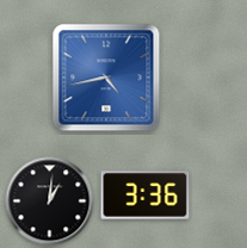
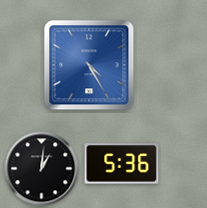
clock at (106, 77): 4:43 -> 4:25
clock at (146, 196): 3:36 -> 5:36
